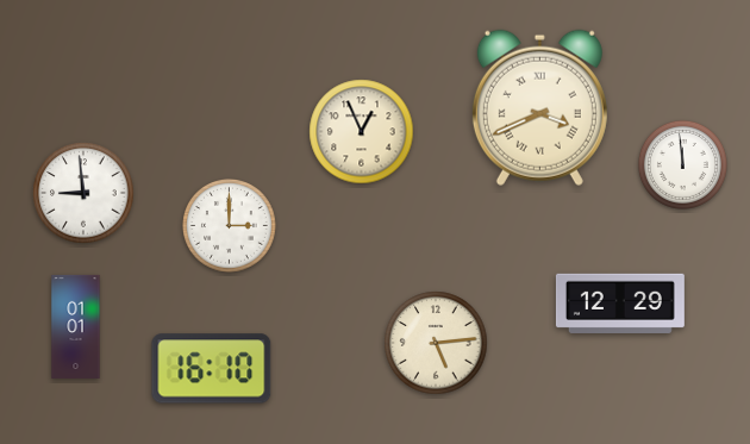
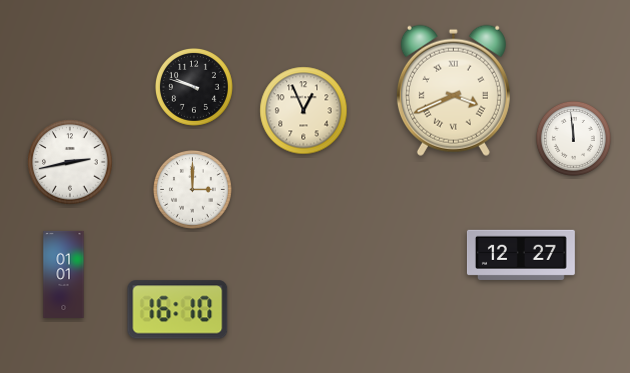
clock at (194, 87): none -> 9:48
clock at (83, 193): 8:59 -> 2:43
clock at (620, 304): 12:29 -> 12:27
clock at (436, 343): 5:14 -> none
